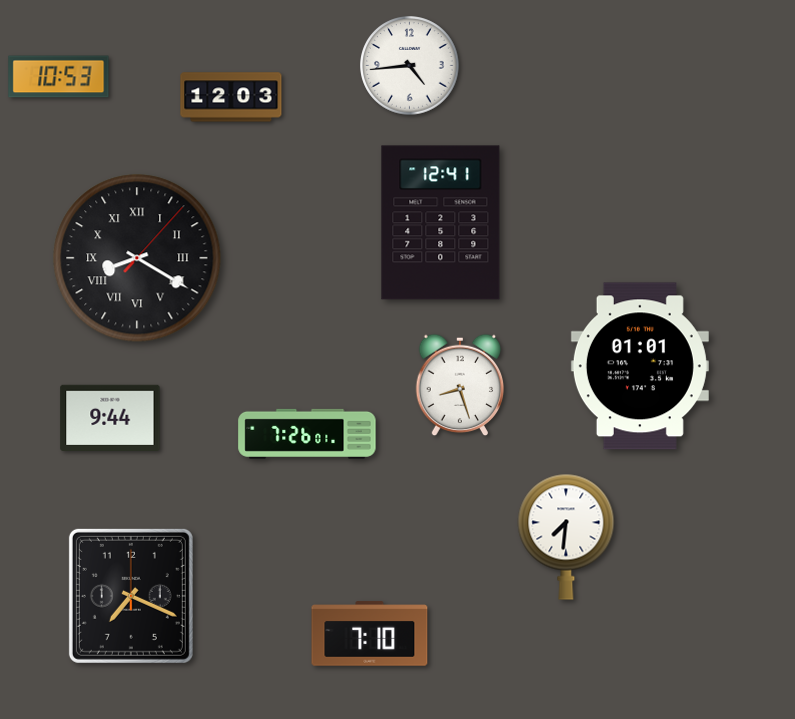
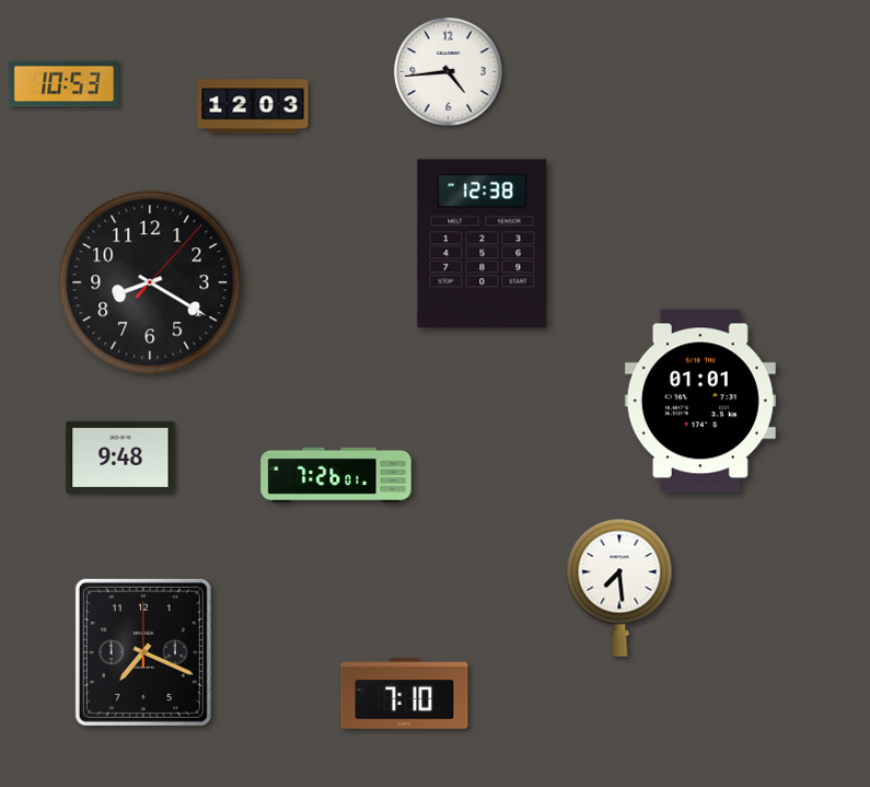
clock at (441, 223): 12:41 -> 12:38
clock at (137, 258) numerals: Roman -> Arabic
clock at (460, 385): 8:27 -> none
clock at (110, 417): 9:44 -> 9:48
clock at (566, 537): 7:31 -> 7:29
